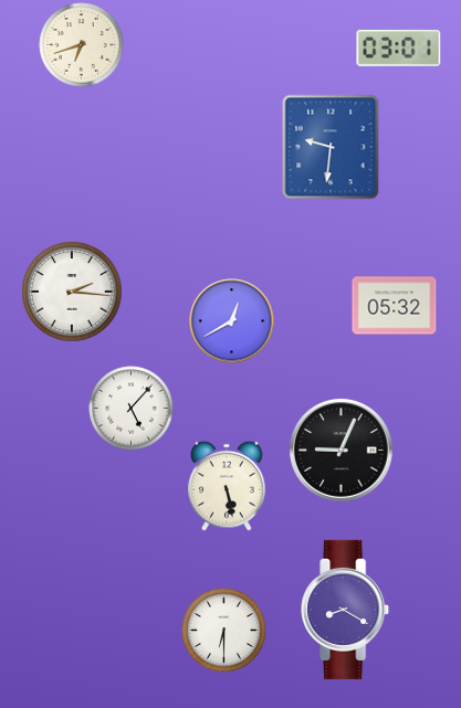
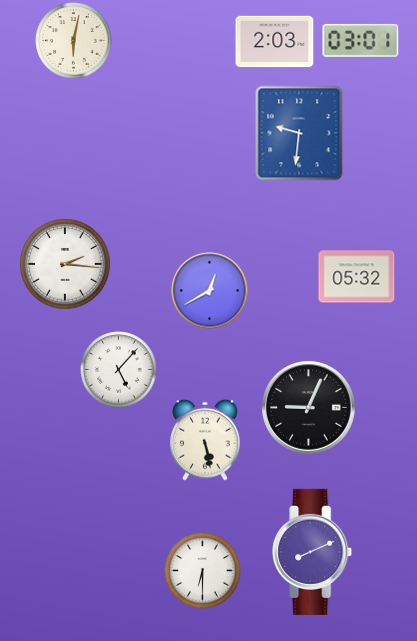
clock at (82, 45): 6:42 -> 6:02
clock at (275, 42): none -> 2:03
clock at (399, 47) position: (399, 47) -> (361, 40)
clock at (346, 610): 8:20 -> 8:11
